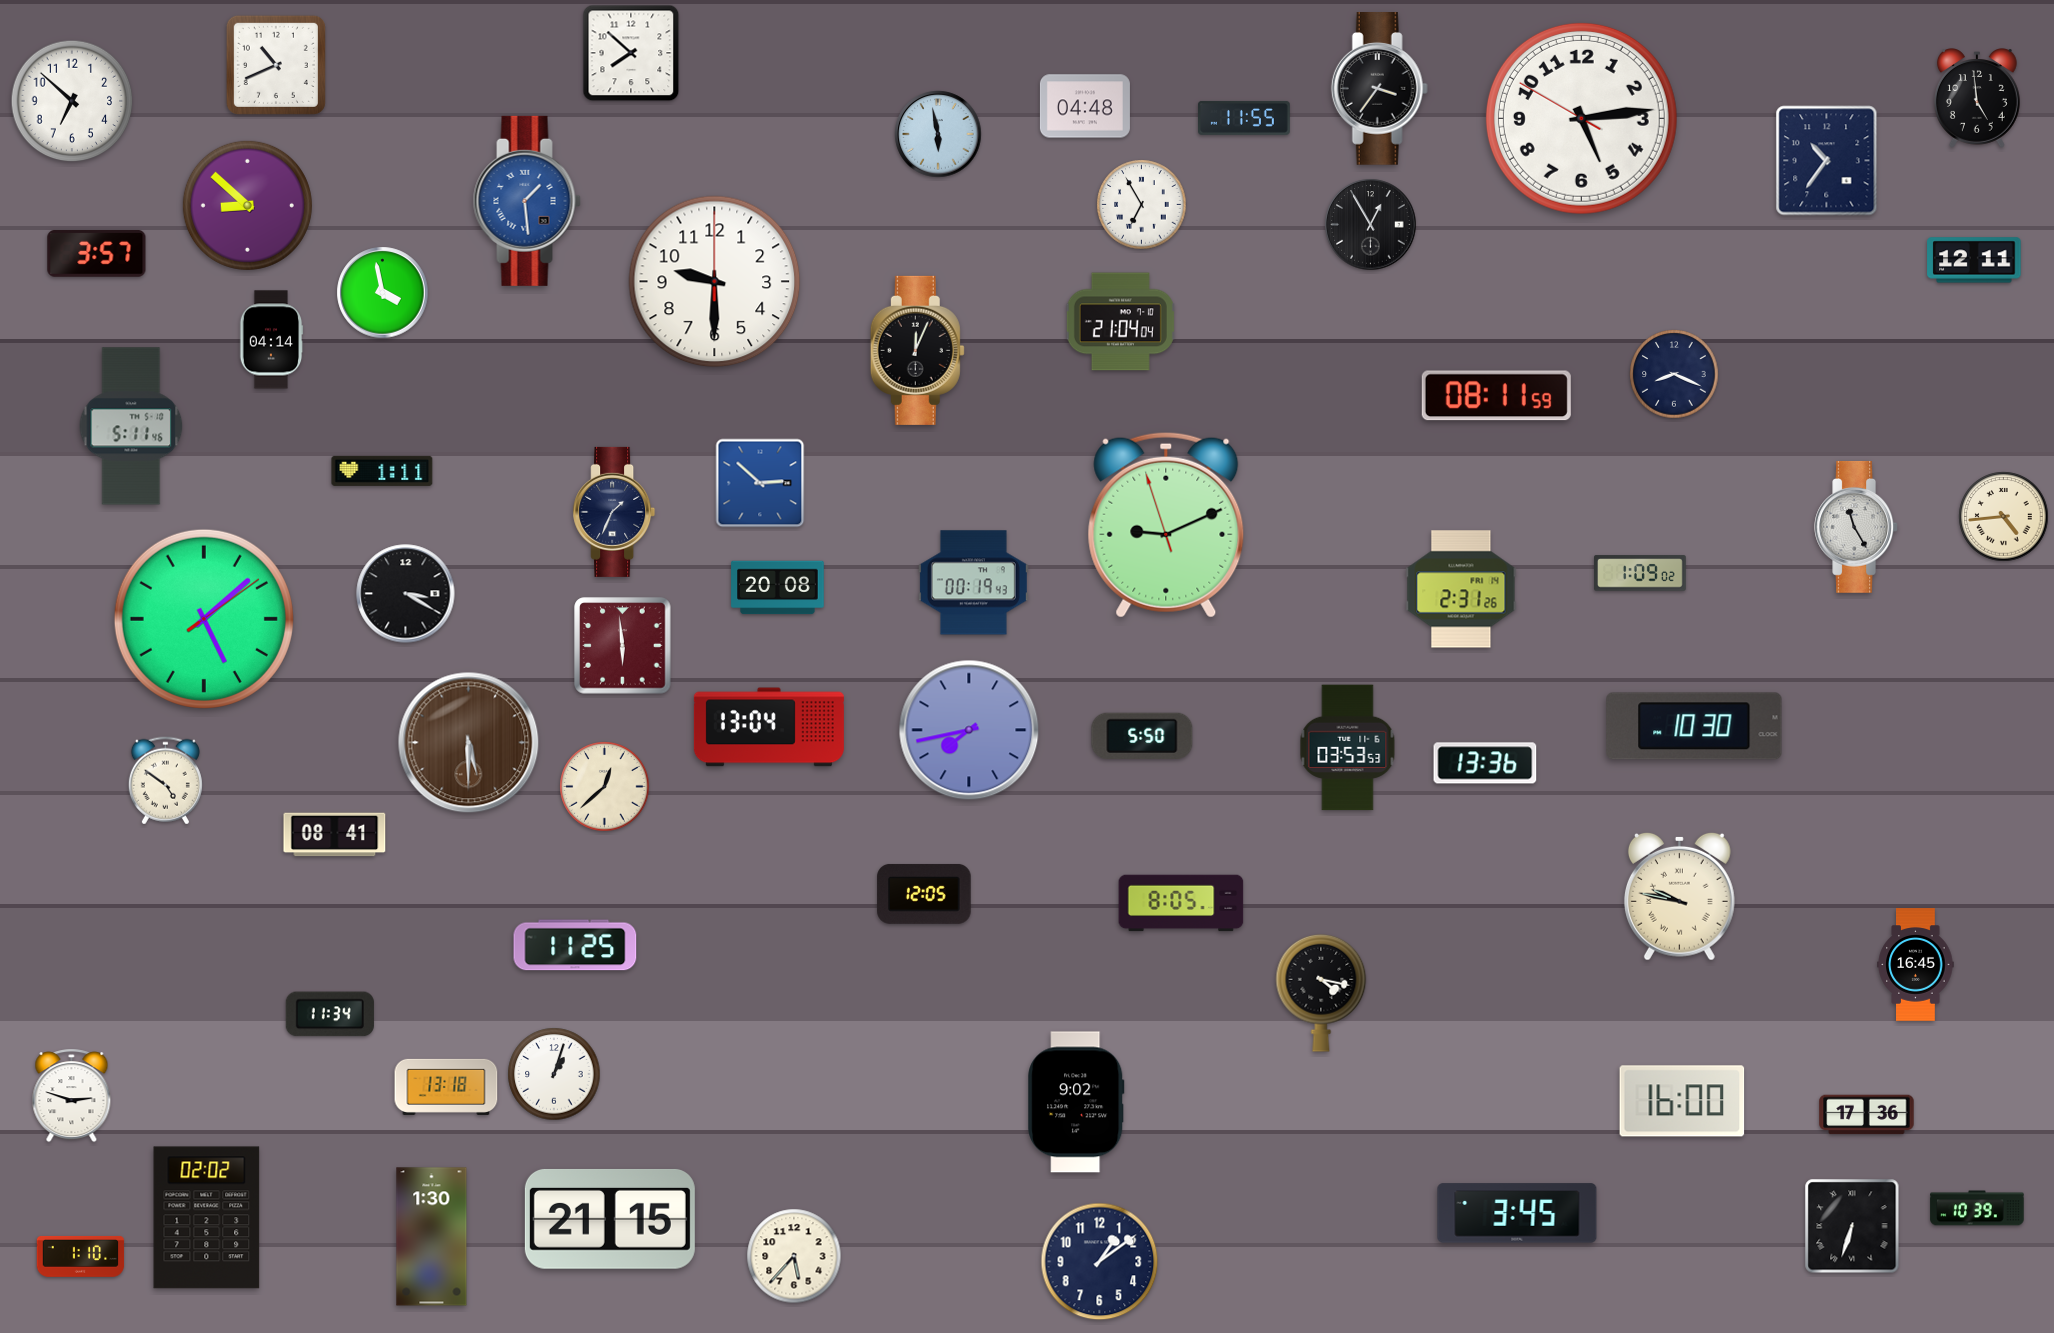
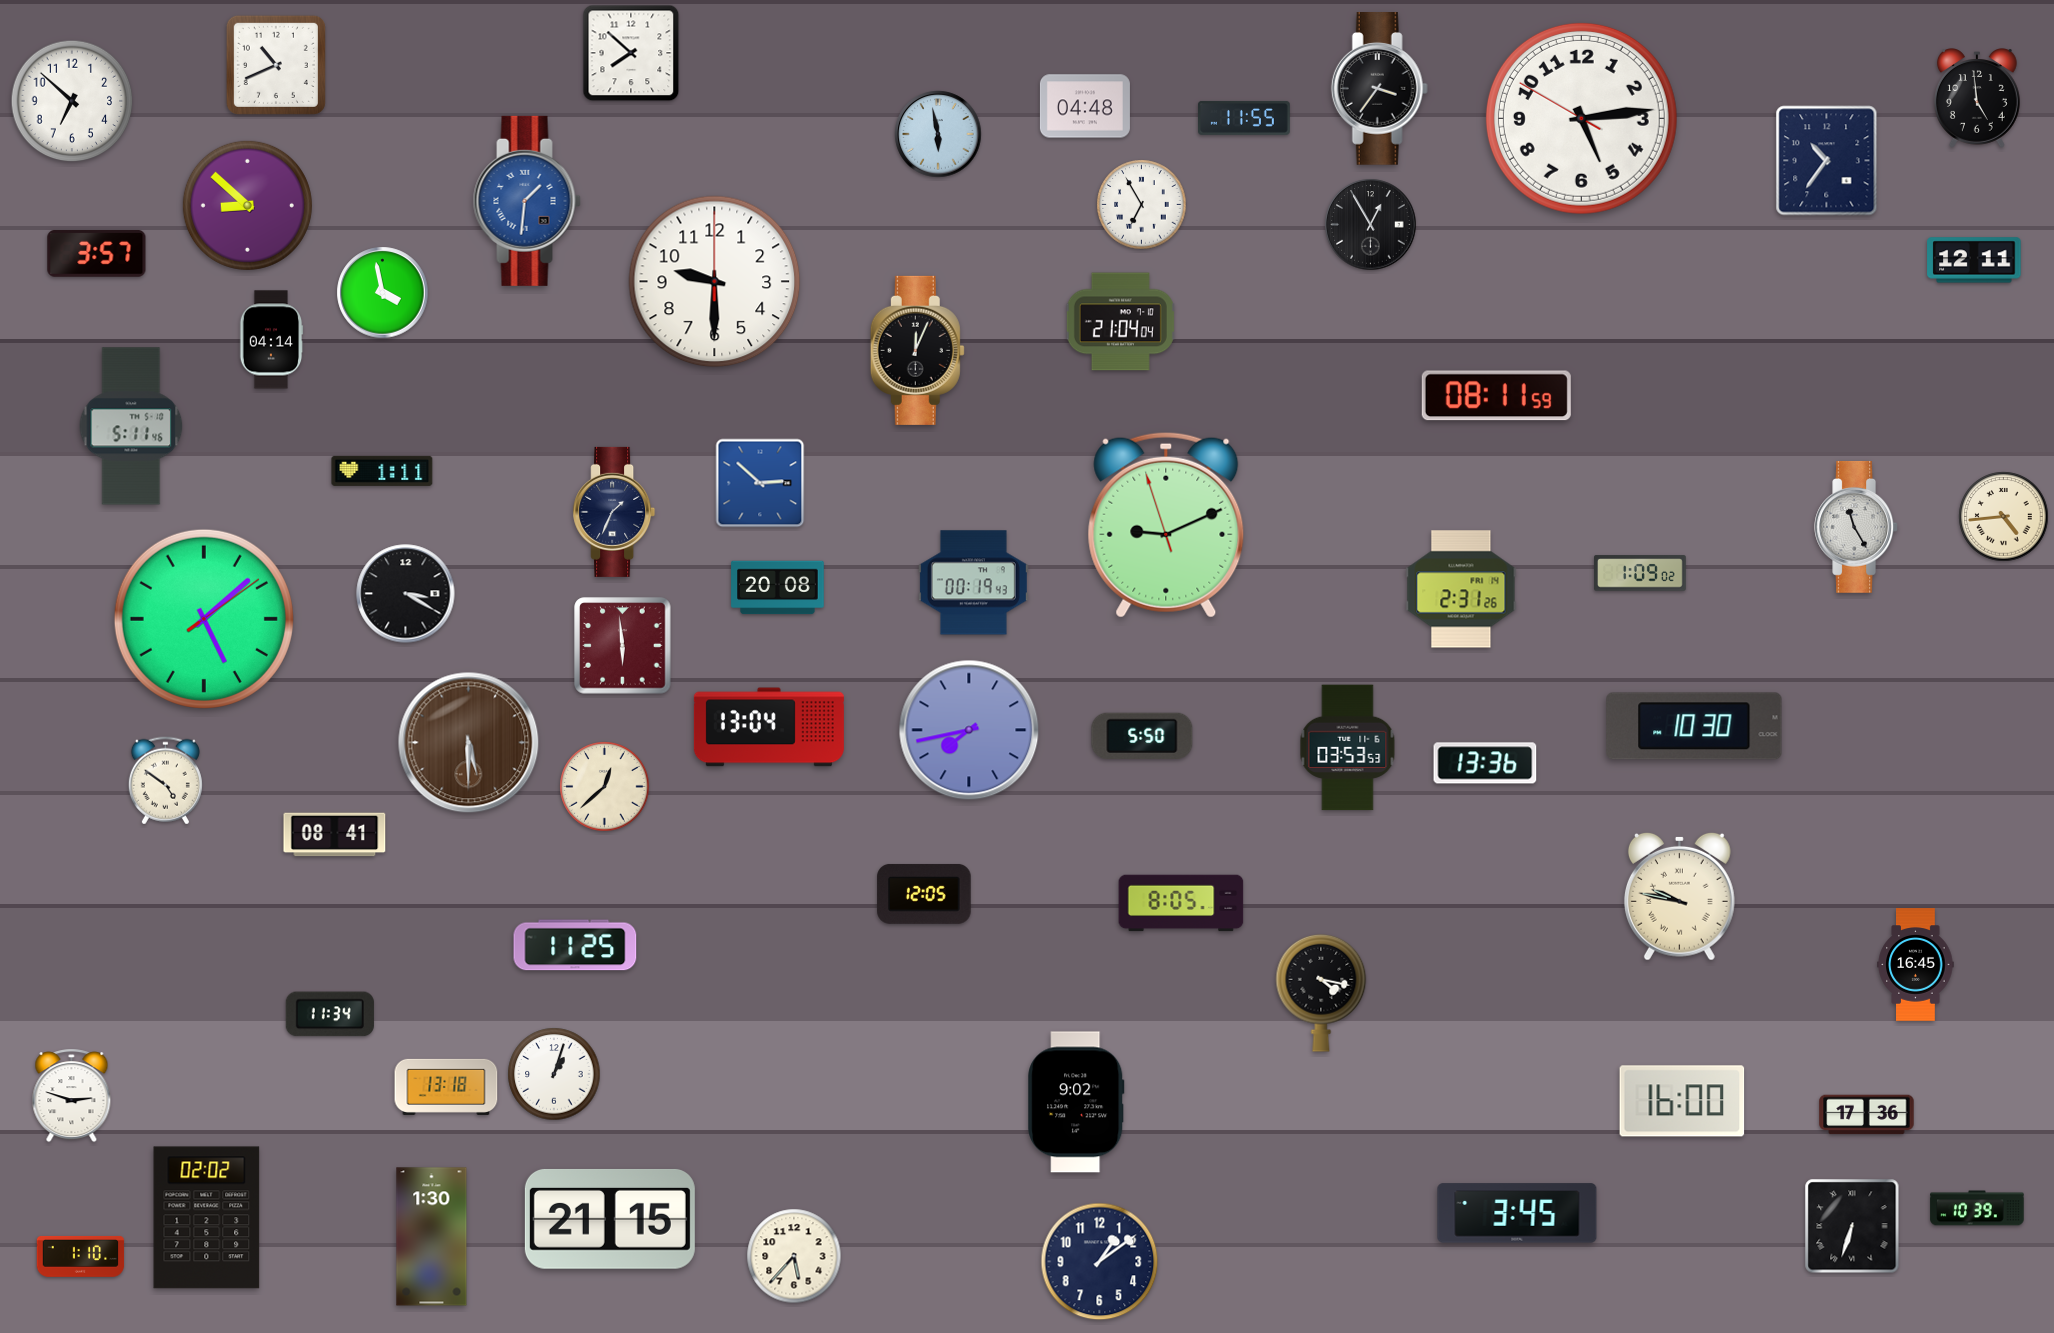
clock at (527, 201): 1:29 -> 1:31
clock at (1674, 374): 8:19 -> none
